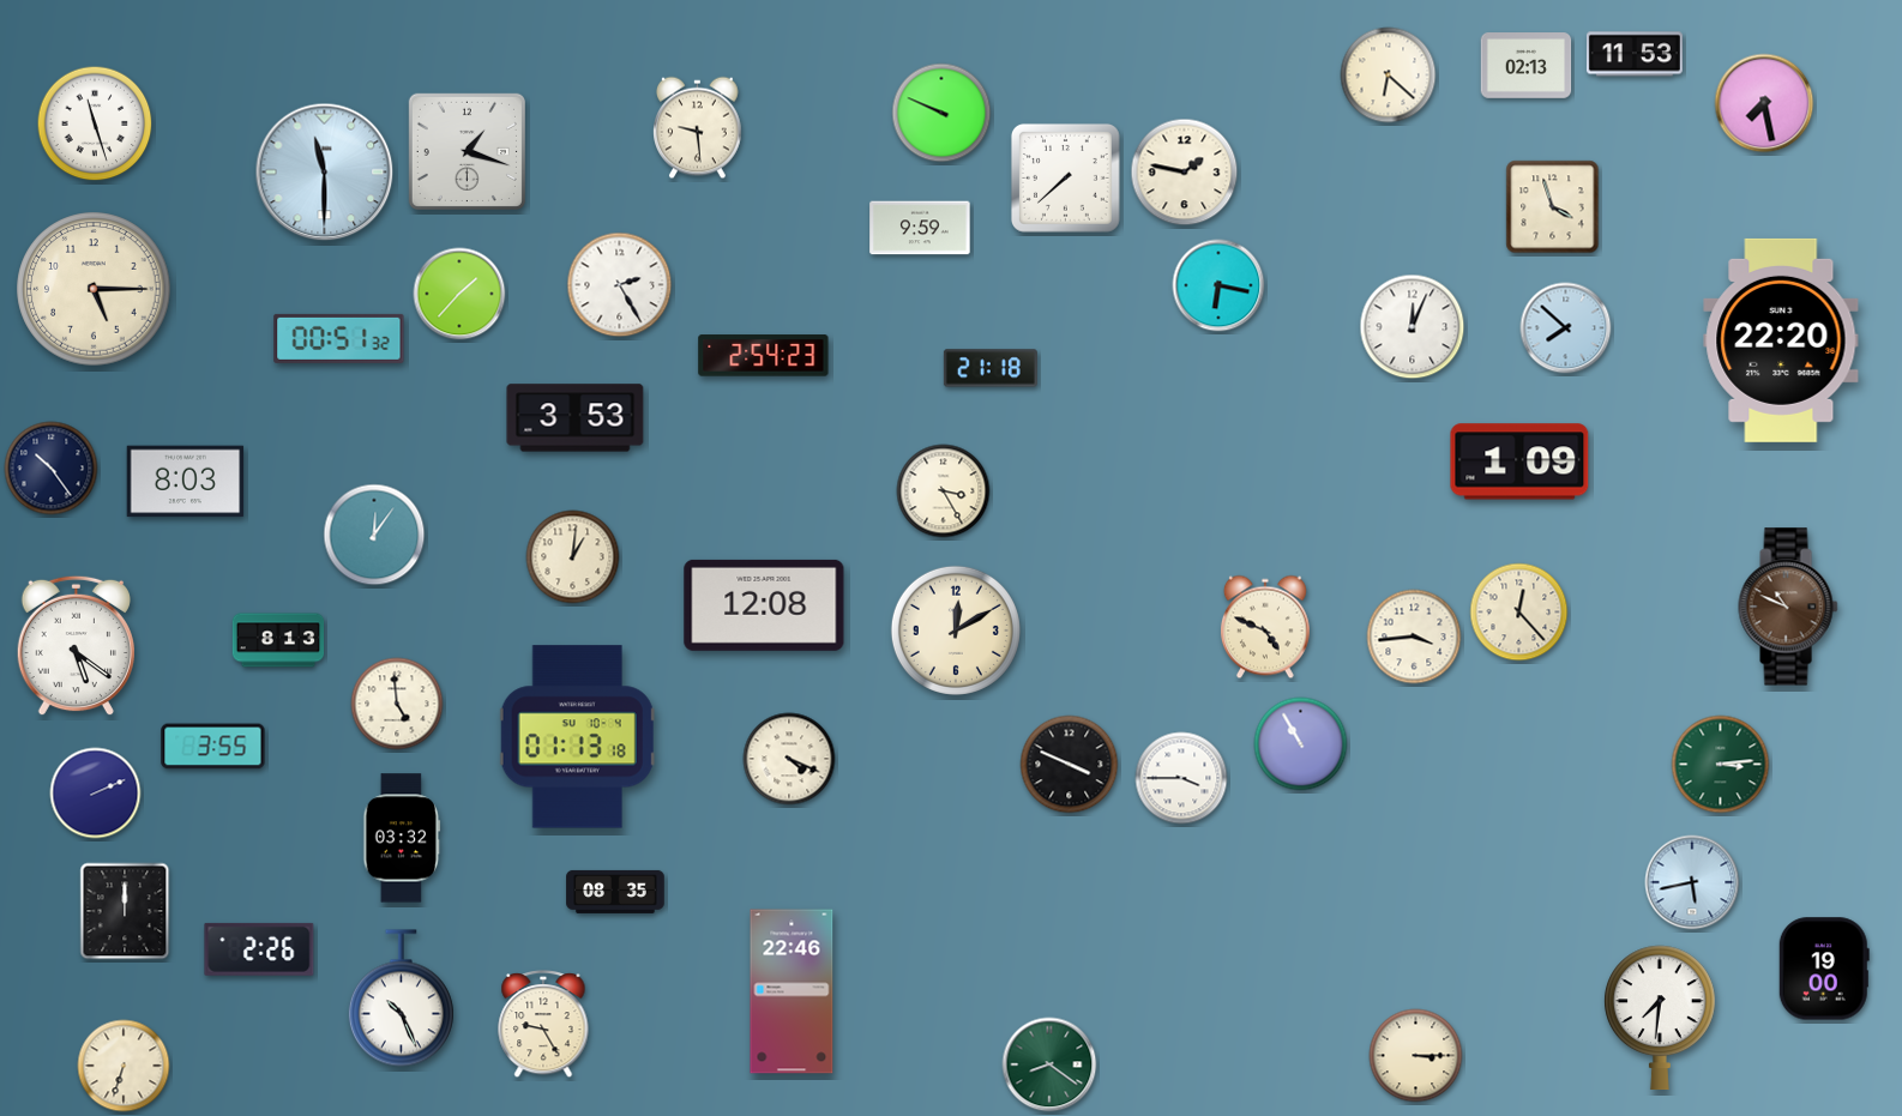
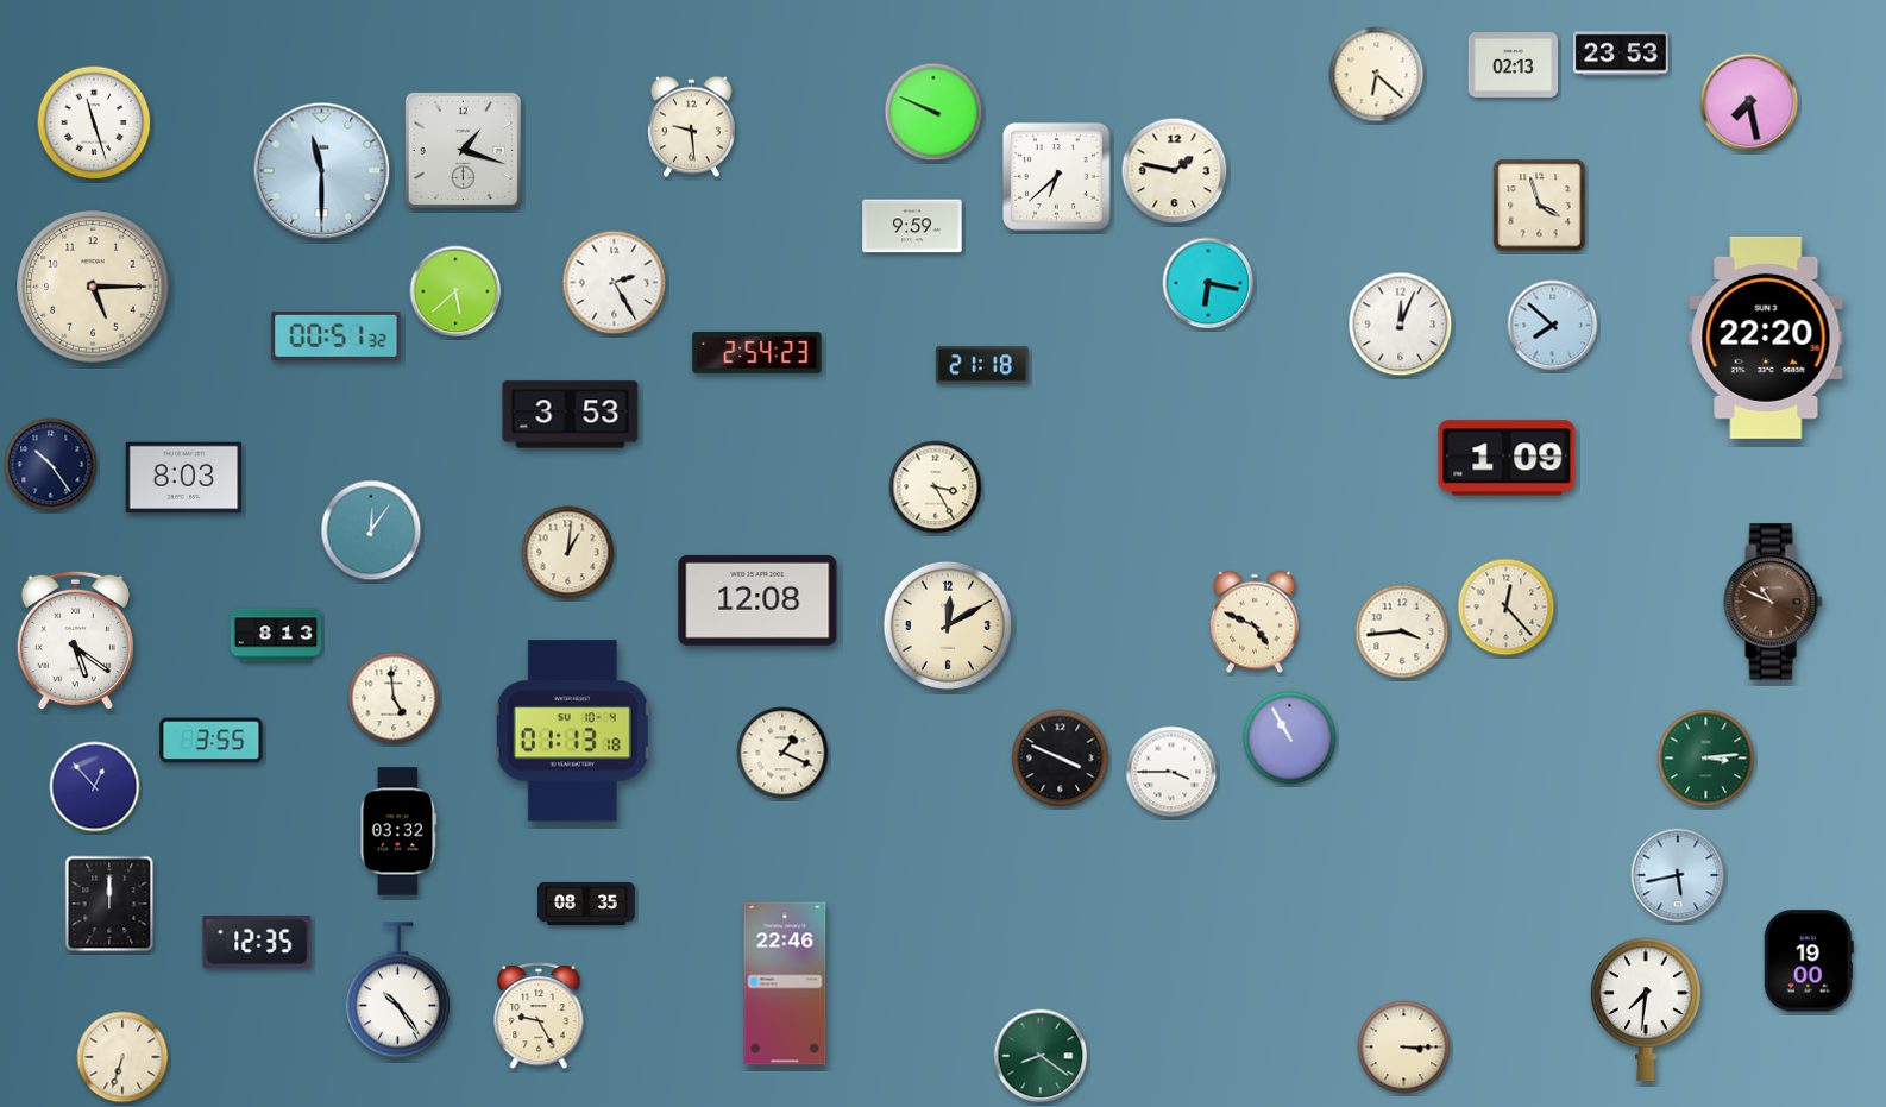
clock at (1635, 54): 11:53 -> 23:53
clock at (1066, 179): 7:38 -> 6:38
clock at (459, 294): 1:37 -> 5:38
clock at (789, 759): 4:19 -> 1:19
clock at (96, 794): 2:11 -> 12:53
clock at (615, 892) position: (615, 892) -> (586, 904)
clock at (125, 911) position: (125, 911) -> (109, 904)
clock at (259, 949): 2:26 -> 12:35
clock at (401, 999): 10:26 -> 10:24
